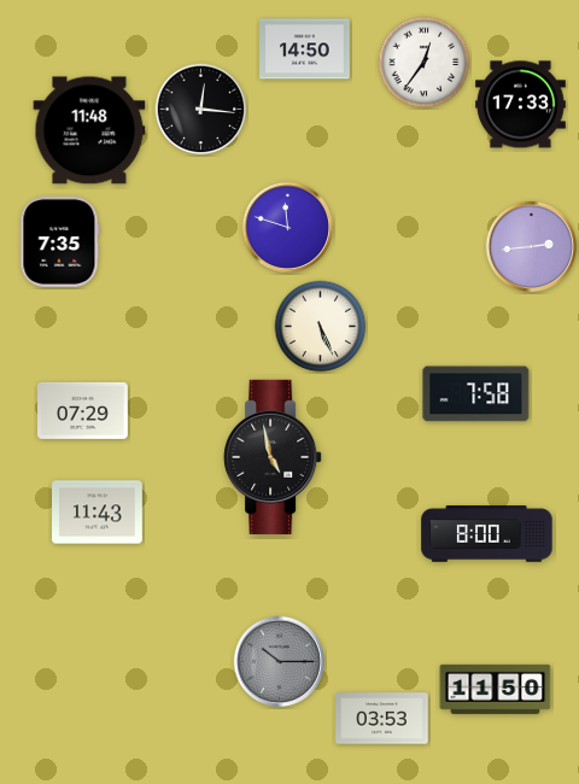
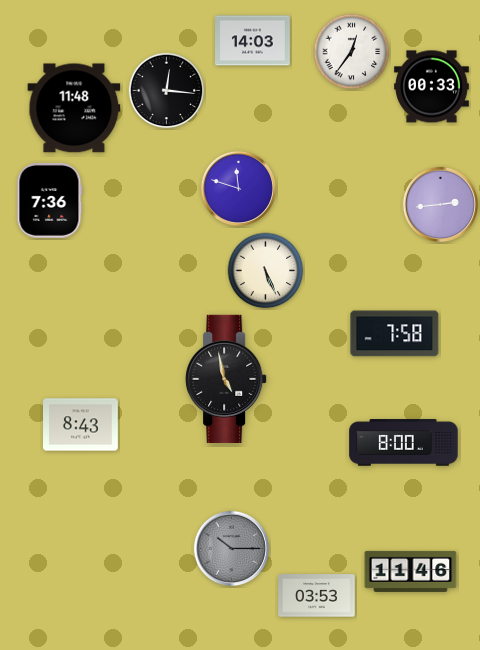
clock at (305, 49): 14:50 -> 14:03
clock at (521, 105): 17:33 -> 00:33
clock at (60, 241): 7:35 -> 7:36
clock at (476, 394) position: (476, 394) -> (395, 334)
clock at (83, 410): 07:29 -> none
clock at (98, 513): 11:43 -> 8:43
clock at (496, 689): 11:50 -> 11:46
